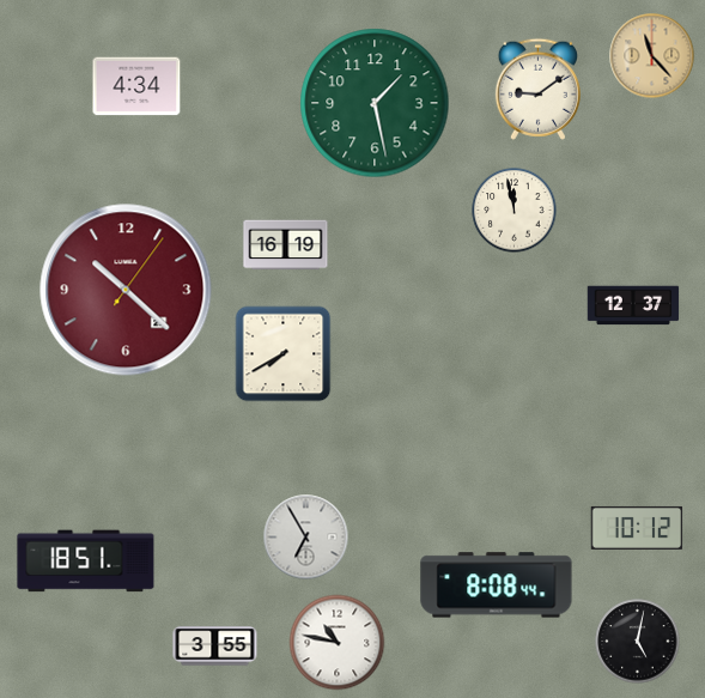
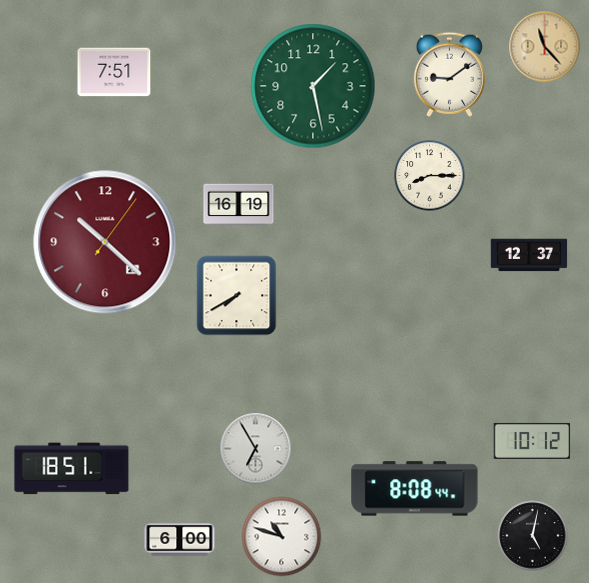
clock at (136, 86): 4:34 -> 7:51
clock at (515, 211): 11:58 -> 8:15
clock at (338, 643): 10:47 -> 10:48
clock at (215, 647): 3:55 -> 6:00
